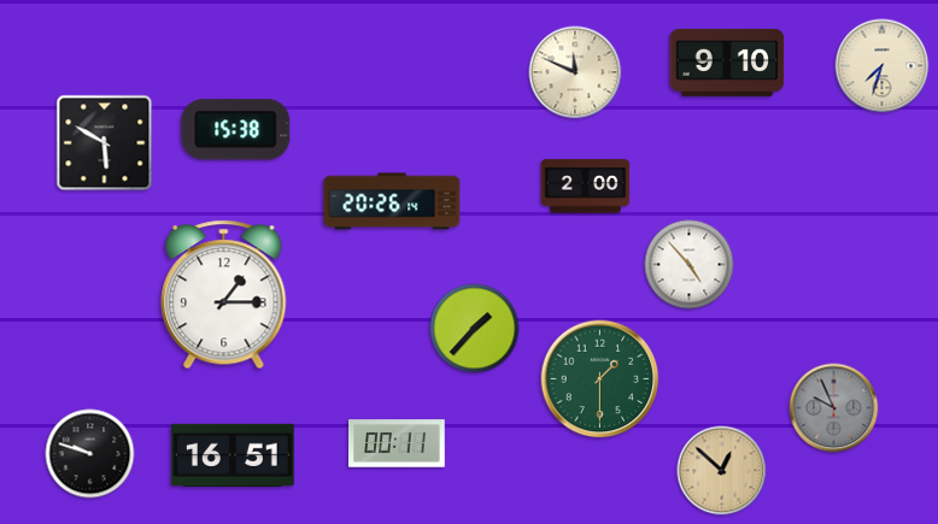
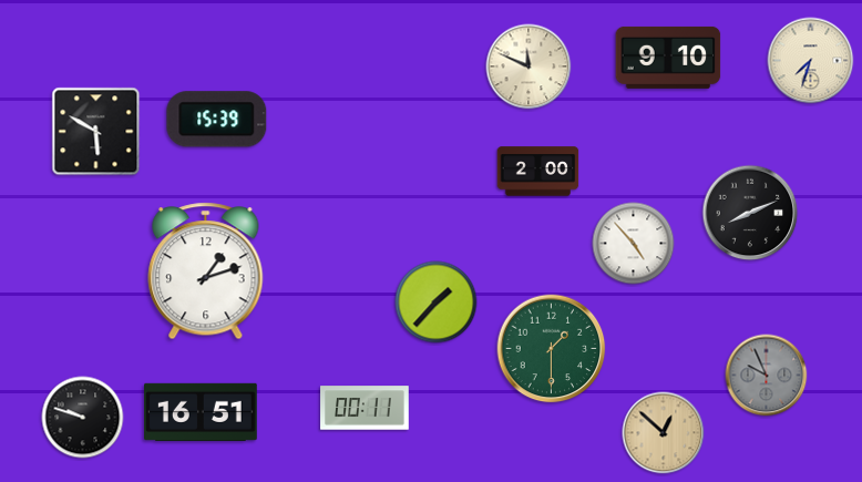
clock at (236, 130): 15:38 -> 15:39
clock at (392, 201): 20:26 -> none
clock at (750, 213): none -> 8:11
clock at (224, 295): 1:15 -> 1:12
clock at (234, 455) position: (234, 455) -> (202, 412)
